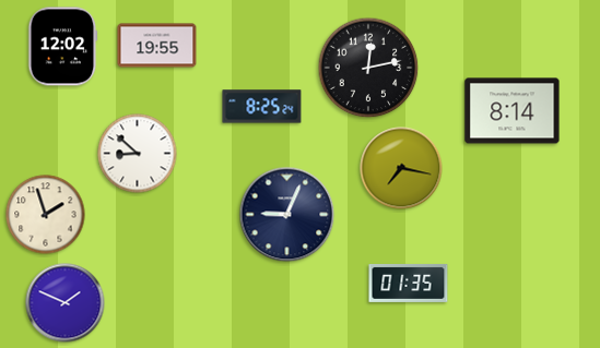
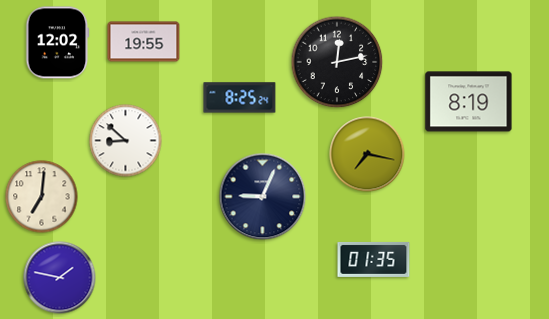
clock at (513, 111): 8:14 -> 8:19
clock at (46, 215): 1:57 -> 7:01
clock at (66, 303): 1:49 -> 1:47
